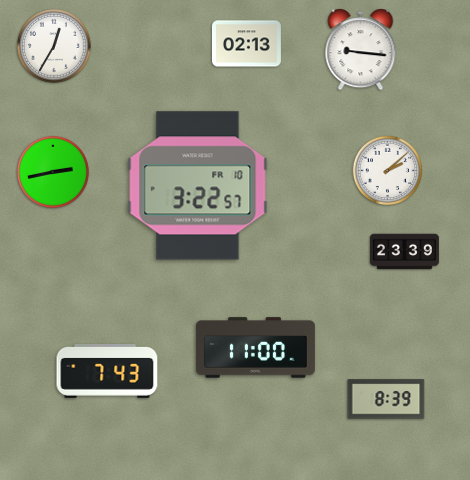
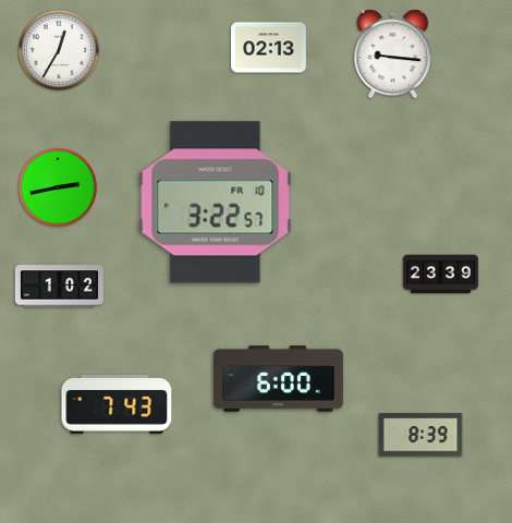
clock at (388, 171): 2:08 -> none
clock at (59, 287): none -> 1:02
clock at (255, 348): 11:00 -> 6:00
